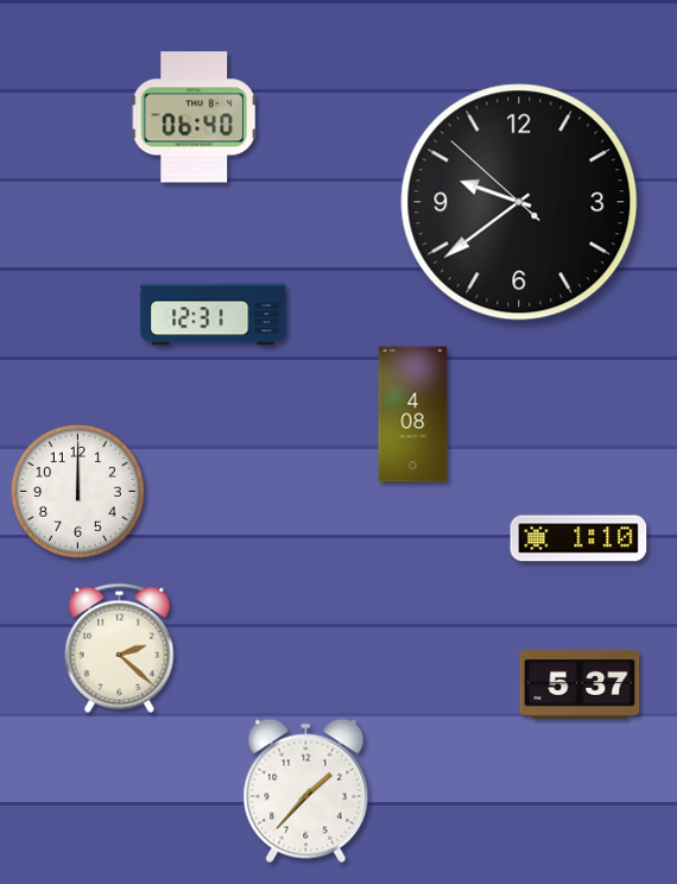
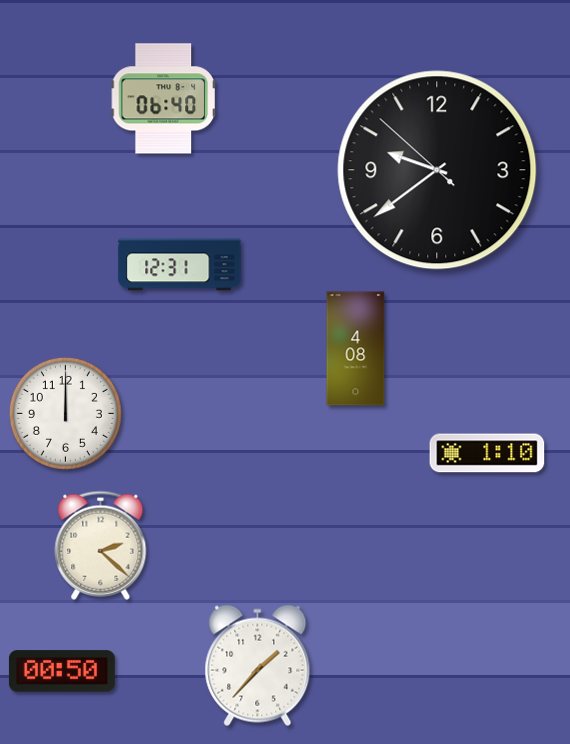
clock at (413, 415) position: (413, 415) -> (356, 349)
clock at (580, 684): 5:37 -> none
clock at (62, 671): none -> 00:50
